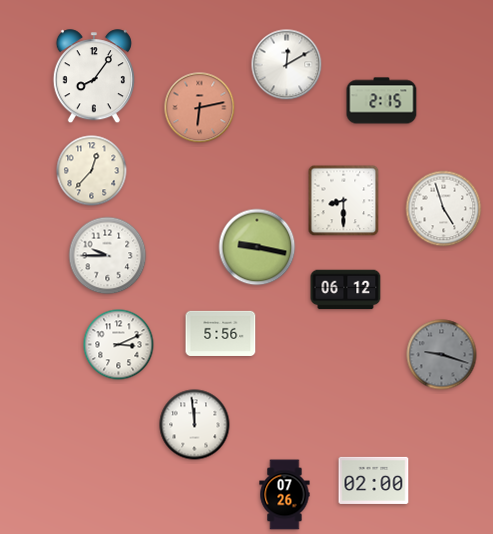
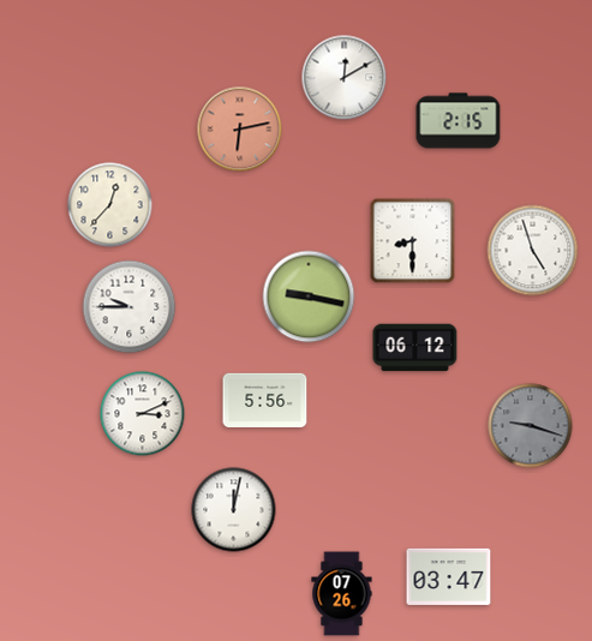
clock at (94, 77): 8:06 -> none
clock at (195, 425): 11:59 -> 12:02
clock at (374, 480): 02:00 -> 03:47
